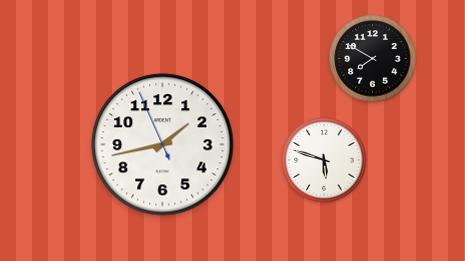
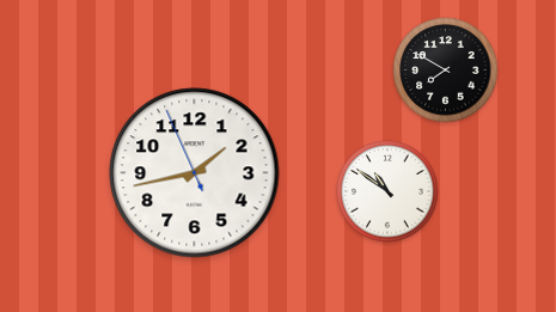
clock at (324, 160): 5:48 -> 10:51
